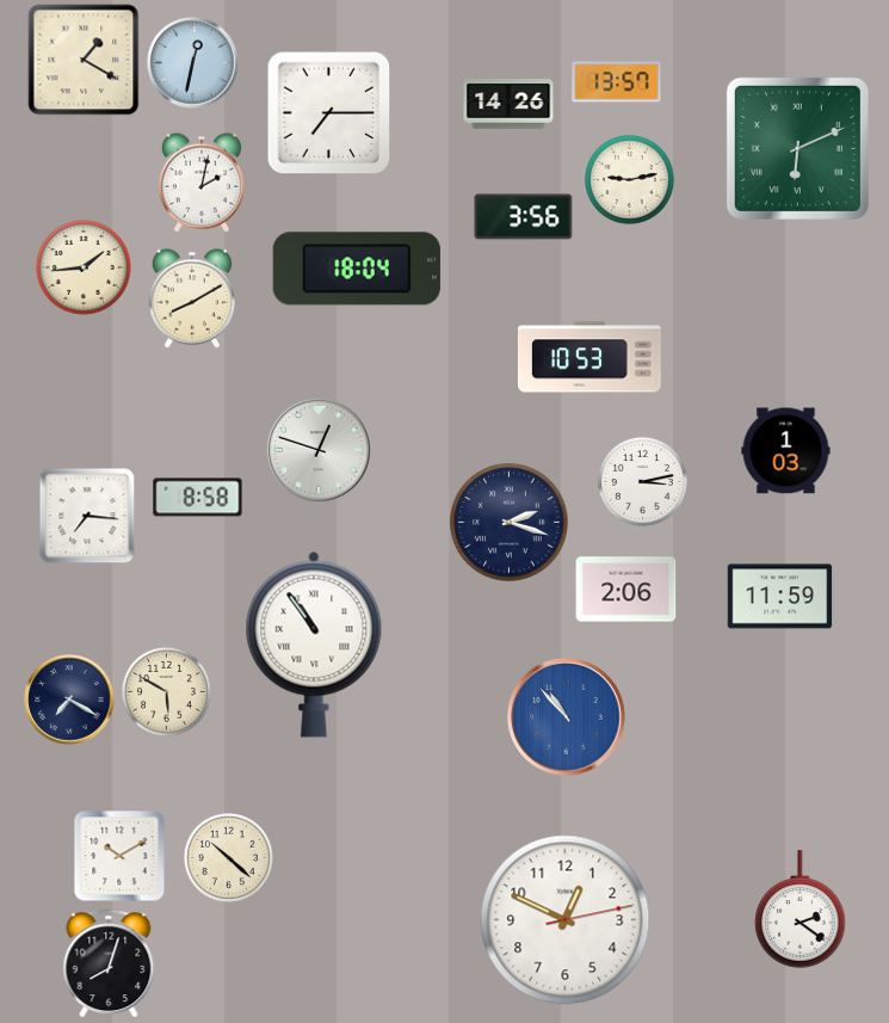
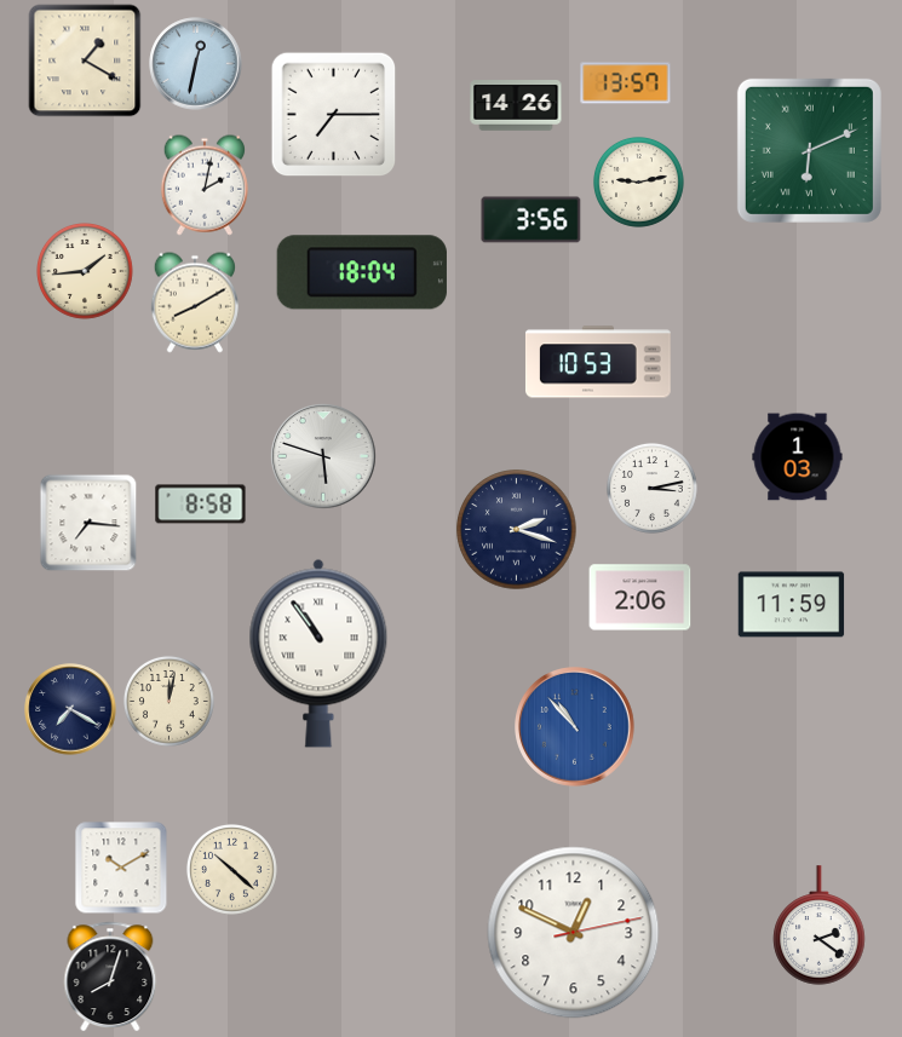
clock at (319, 450): 12:48 -> 5:48
clock at (626, 590) position: (626, 590) -> (640, 598)
clock at (166, 691): 5:50 -> 12:02
clock at (801, 910) position: (801, 910) -> (820, 926)
